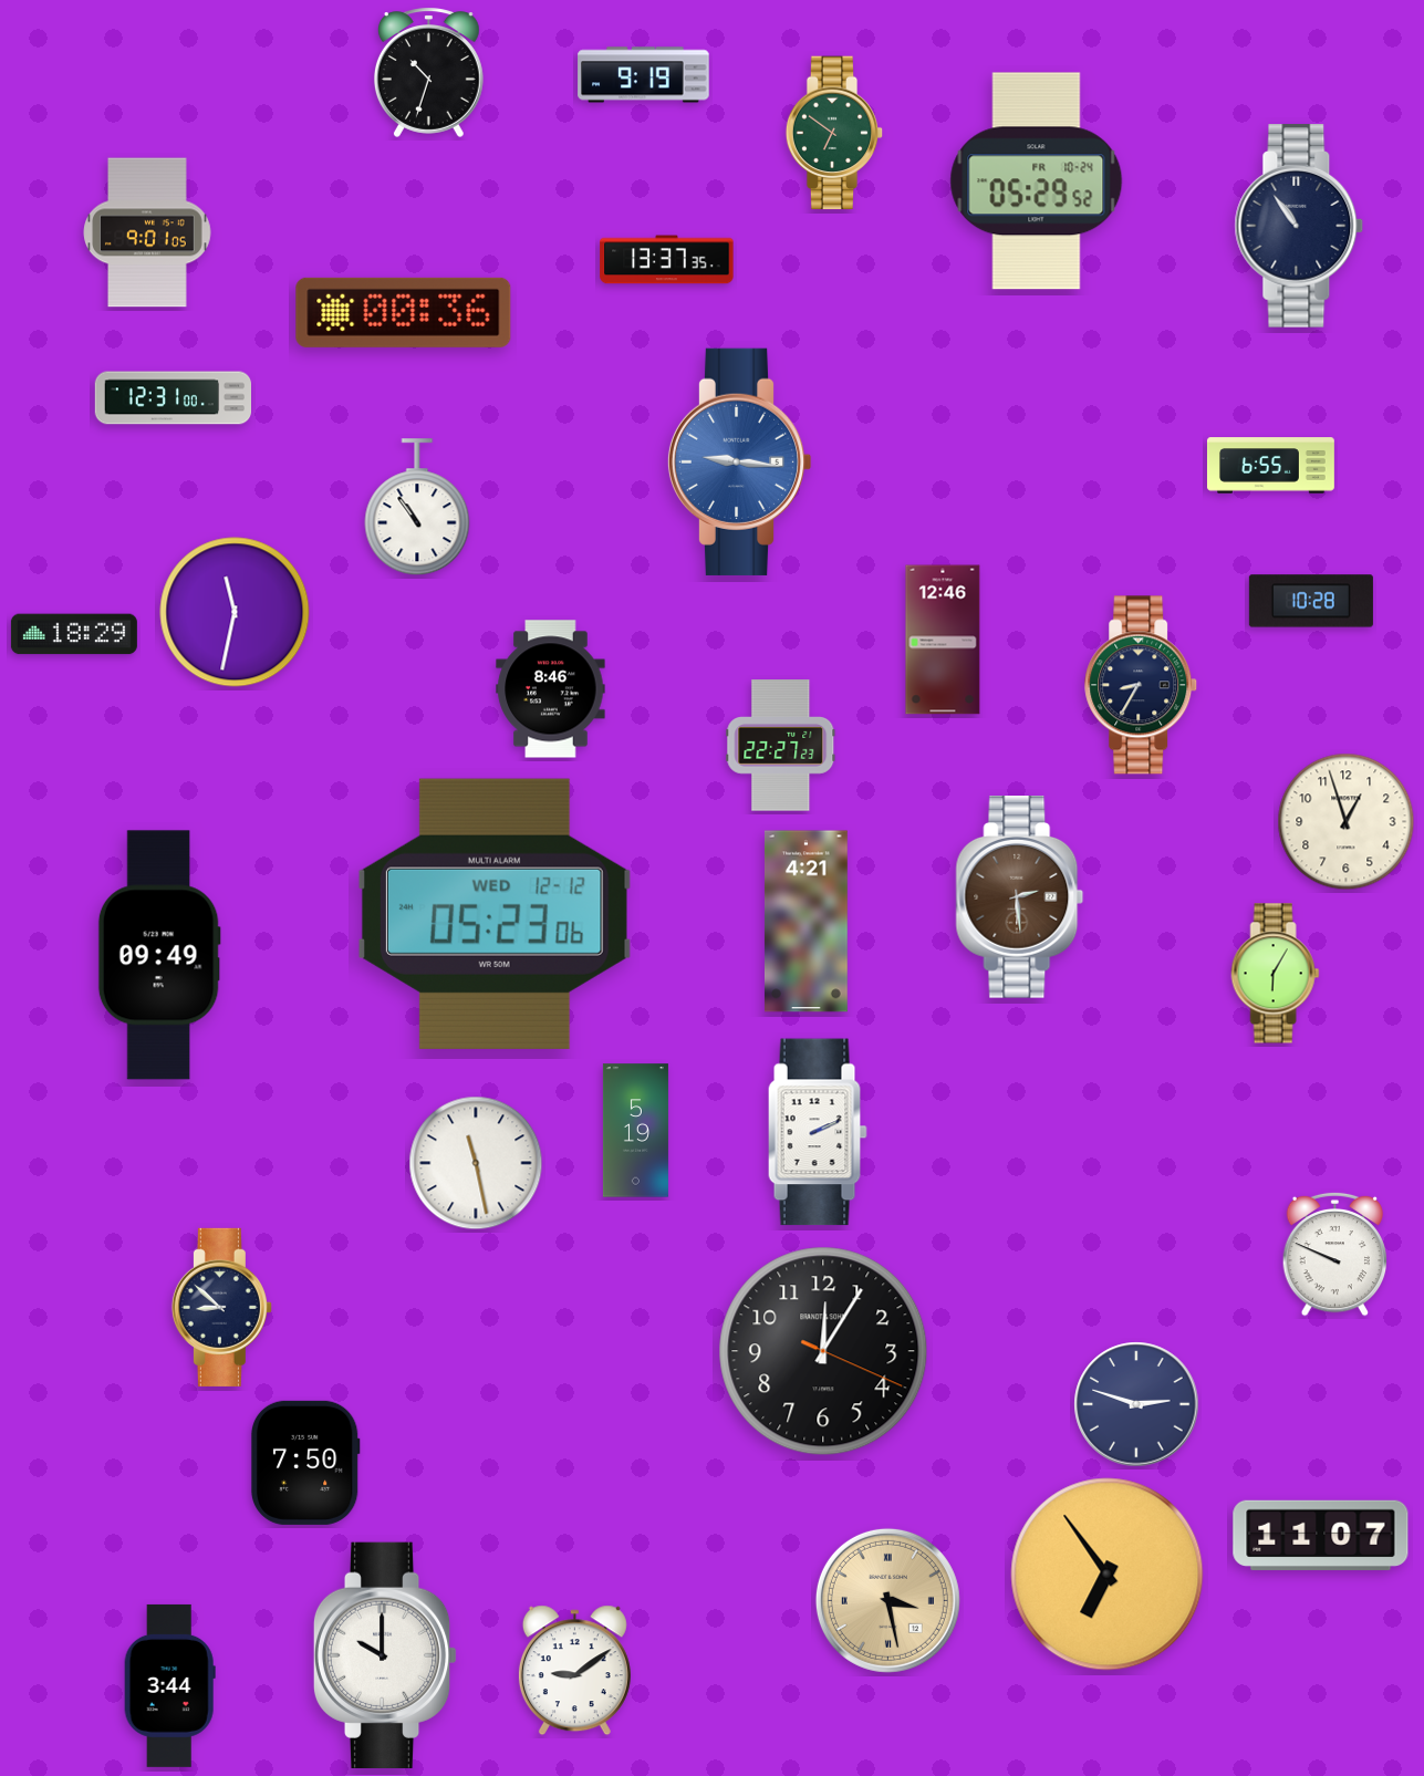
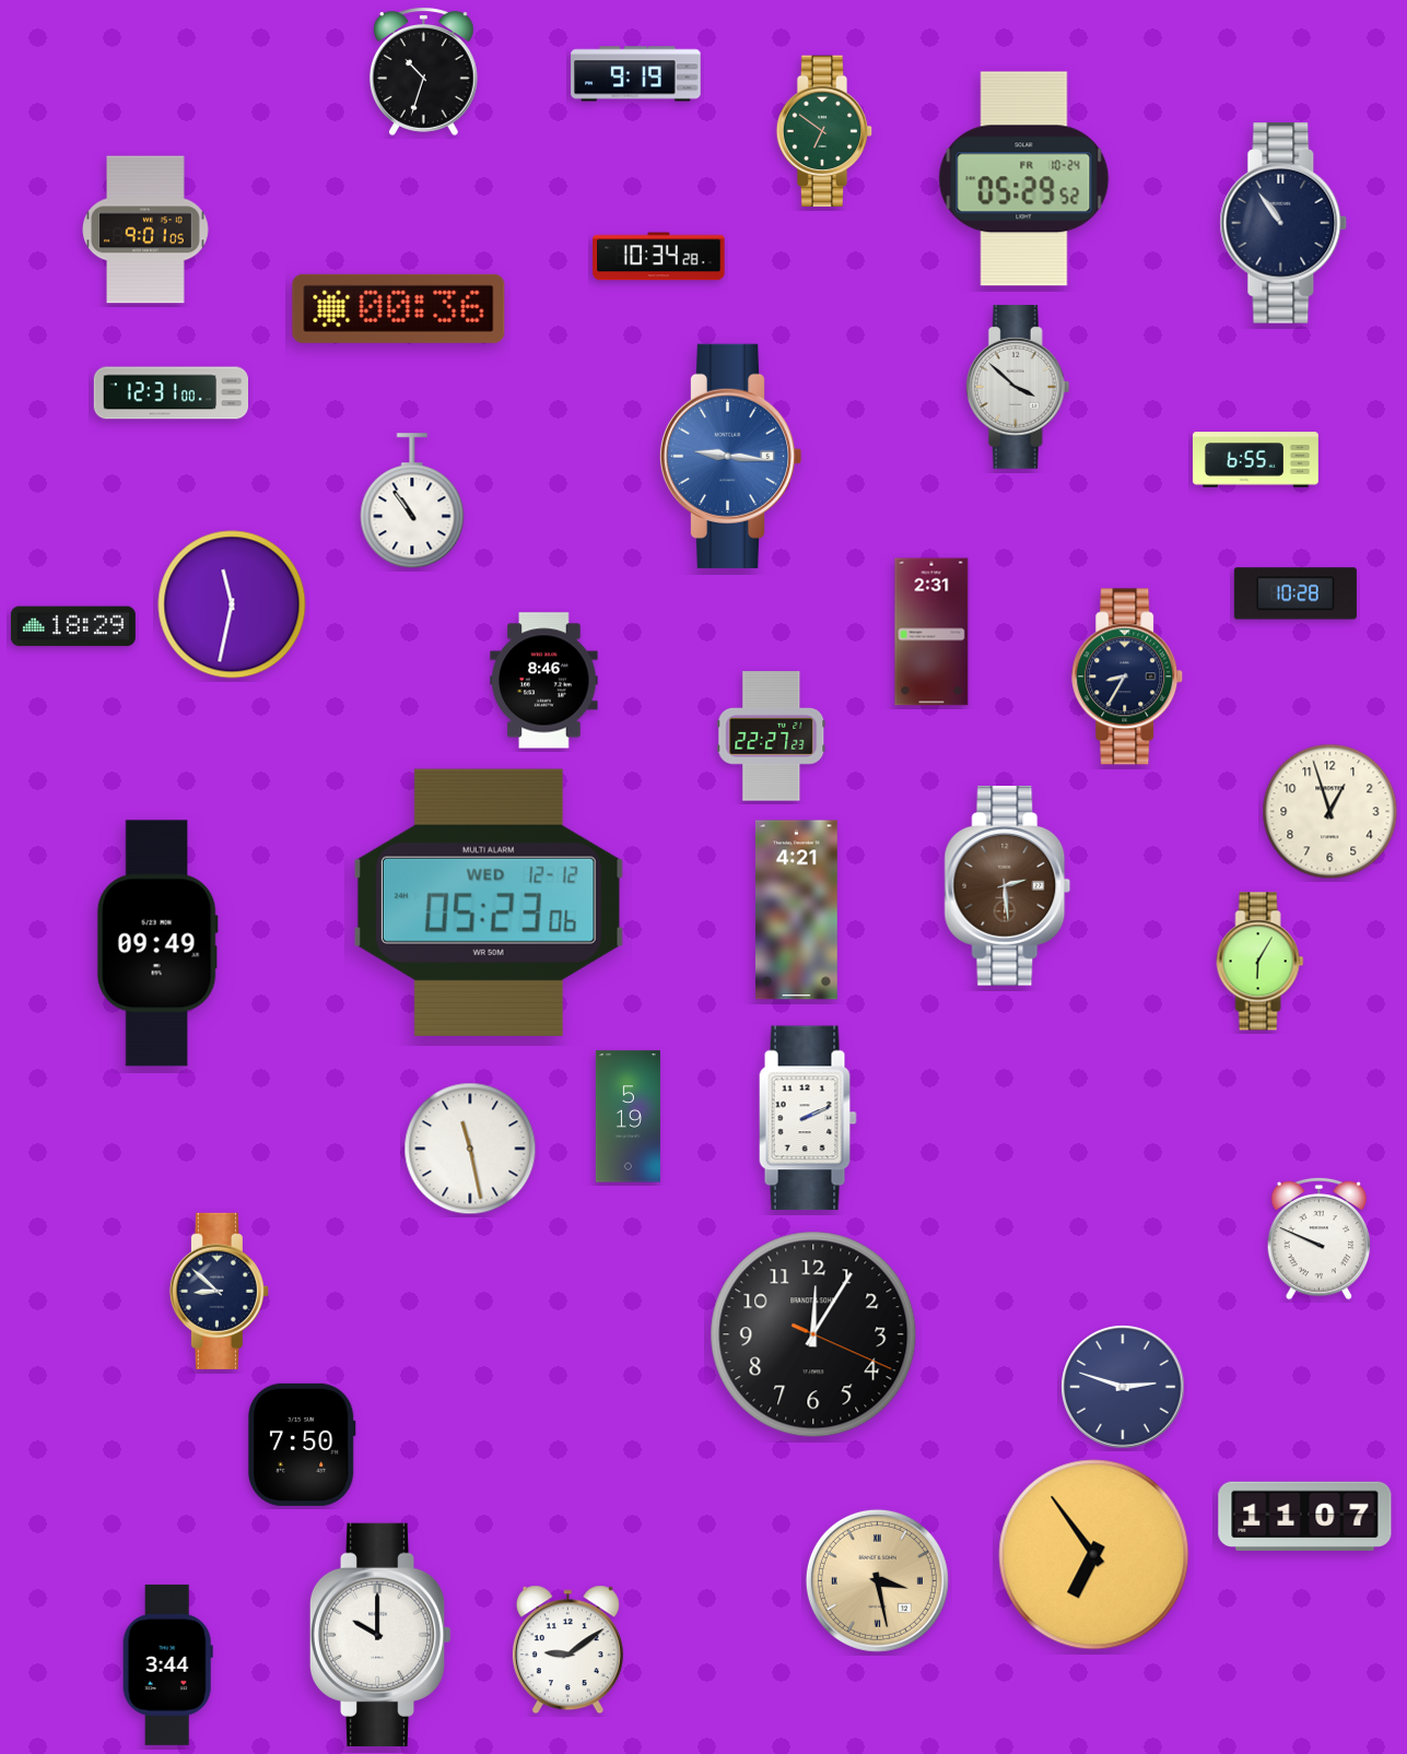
clock at (667, 260): 13:37 -> 10:34
clock at (1018, 388): none -> 3:52
clock at (943, 640): 12:46 -> 2:31
